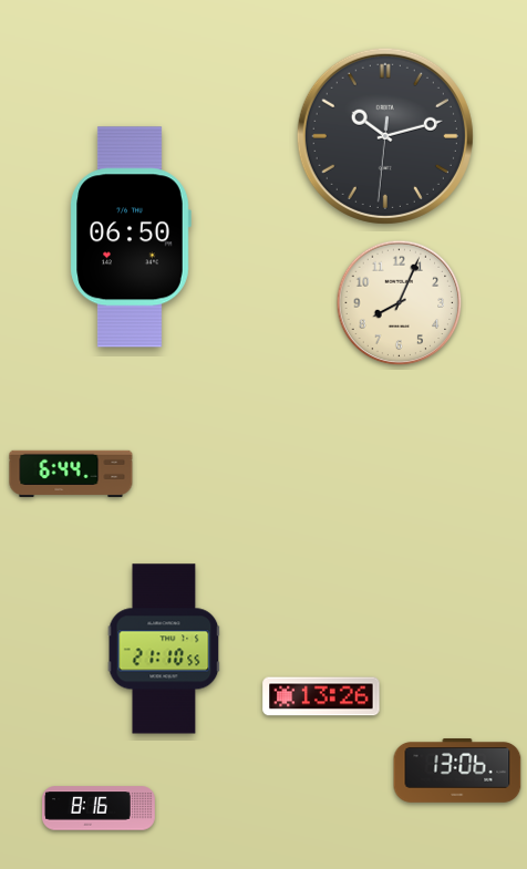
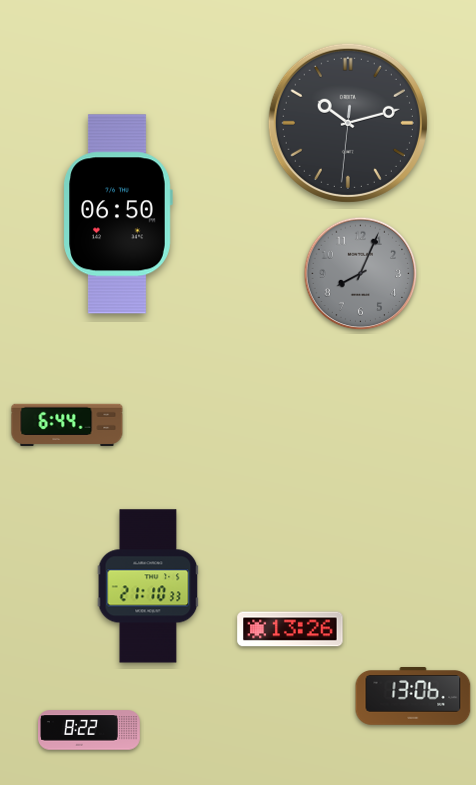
clock at (400, 303) dial: cream -> grey
clock at (71, 474) position: (71, 474) -> (67, 425)
clock at (164, 649): 21:10:55 -> 21:10:33
clock at (100, 808): 8:16 -> 8:22
